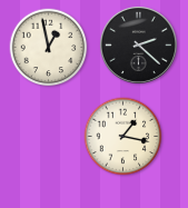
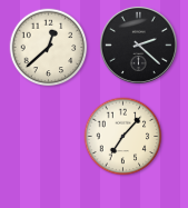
clock at (49, 48): 12:58 -> 12:38
clock at (123, 137): 1:17 -> 7:07
